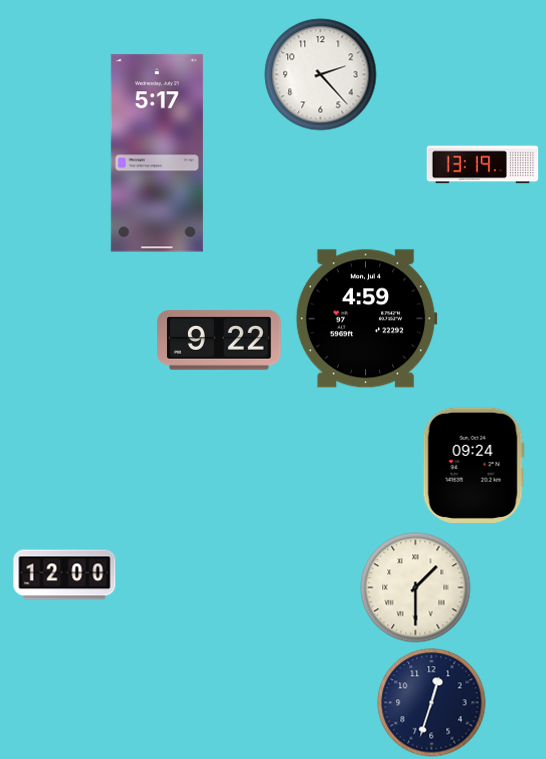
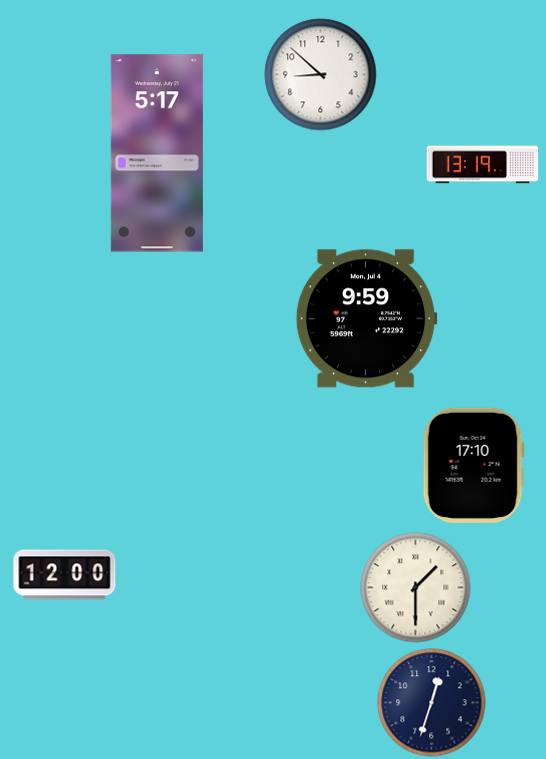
clock at (321, 75): 2:23 -> 8:52
clock at (366, 319): 4:59 -> 9:59
clock at (219, 340): 9:22 -> none
clock at (473, 465): 09:24 -> 17:10
